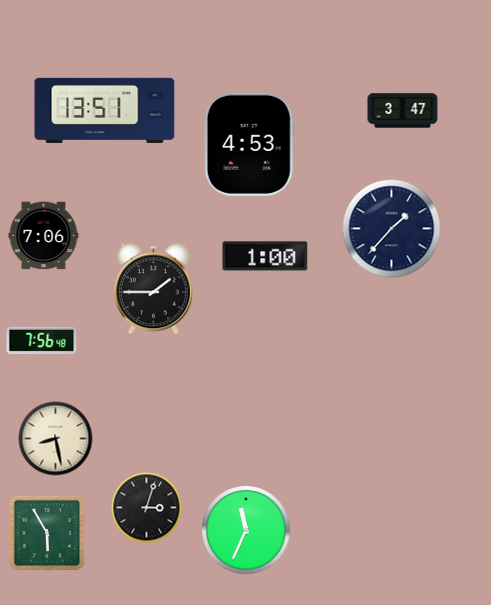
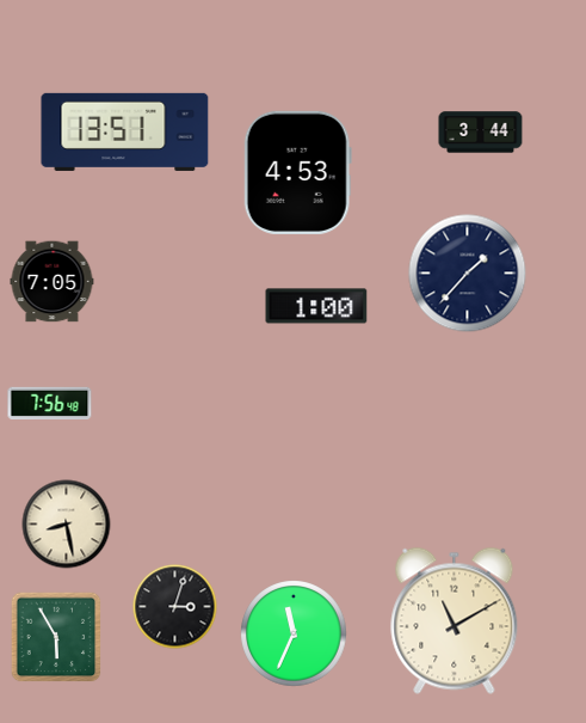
clock at (403, 111): 3:47 -> 3:44
clock at (44, 236): 7:06 -> 7:05
clock at (153, 289): 1:45 -> none
clock at (42, 340) position: (42, 340) -> (50, 403)
clock at (455, 620): none -> 11:10
